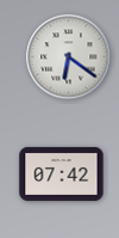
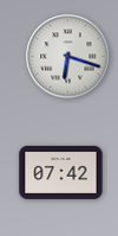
clock at (69, 57): 6:21 -> 6:18
